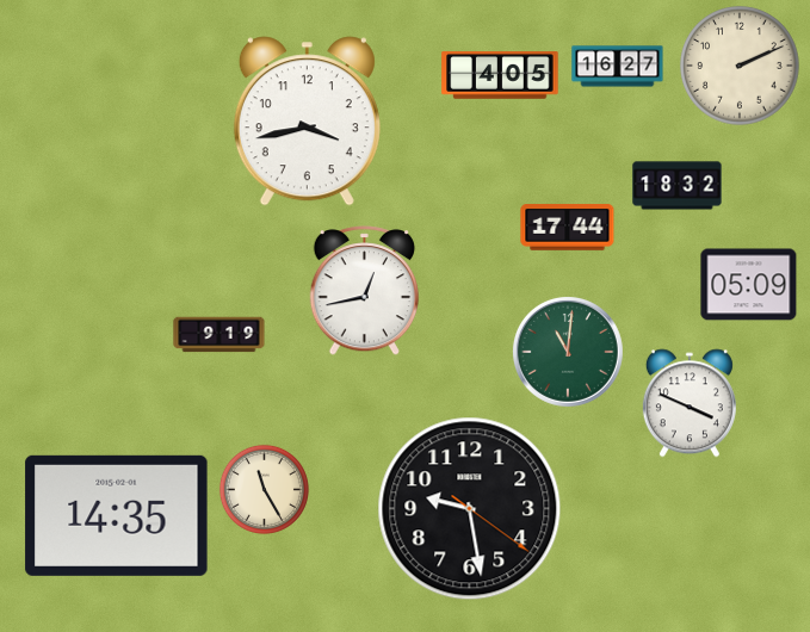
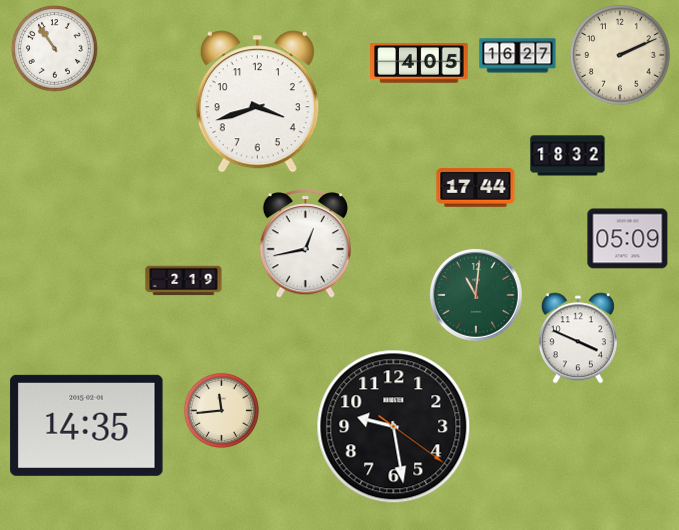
clock at (54, 48): none -> 10:54
clock at (307, 122): 3:43 -> 3:42
clock at (568, 228) position: (568, 228) -> (476, 188)
clock at (219, 335): 9:19 -> 2:19
clock at (264, 489): 11:25 -> 11:44
clock at (117, 515) position: (117, 515) -> (87, 425)
